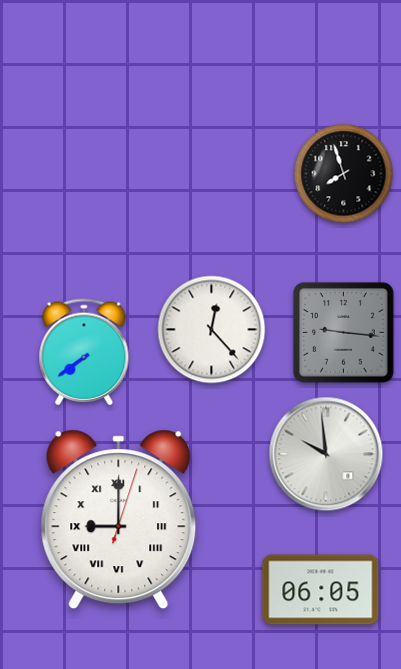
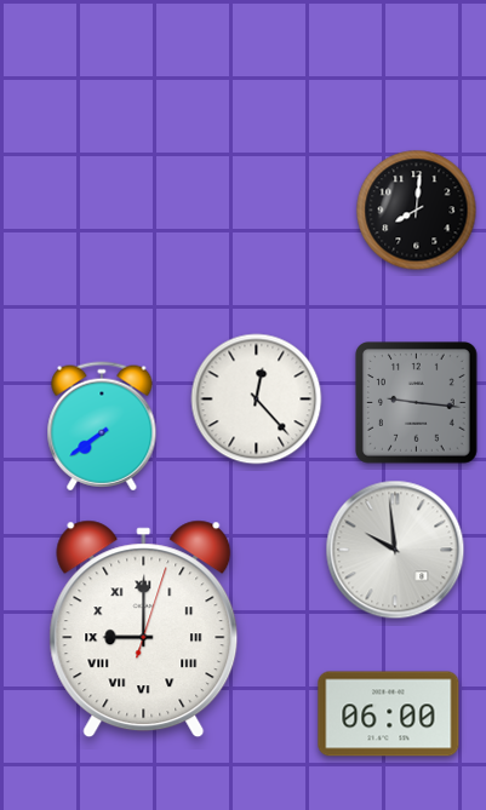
clock at (344, 174): 7:57 -> 8:01
clock at (321, 590): 06:05 -> 06:00
